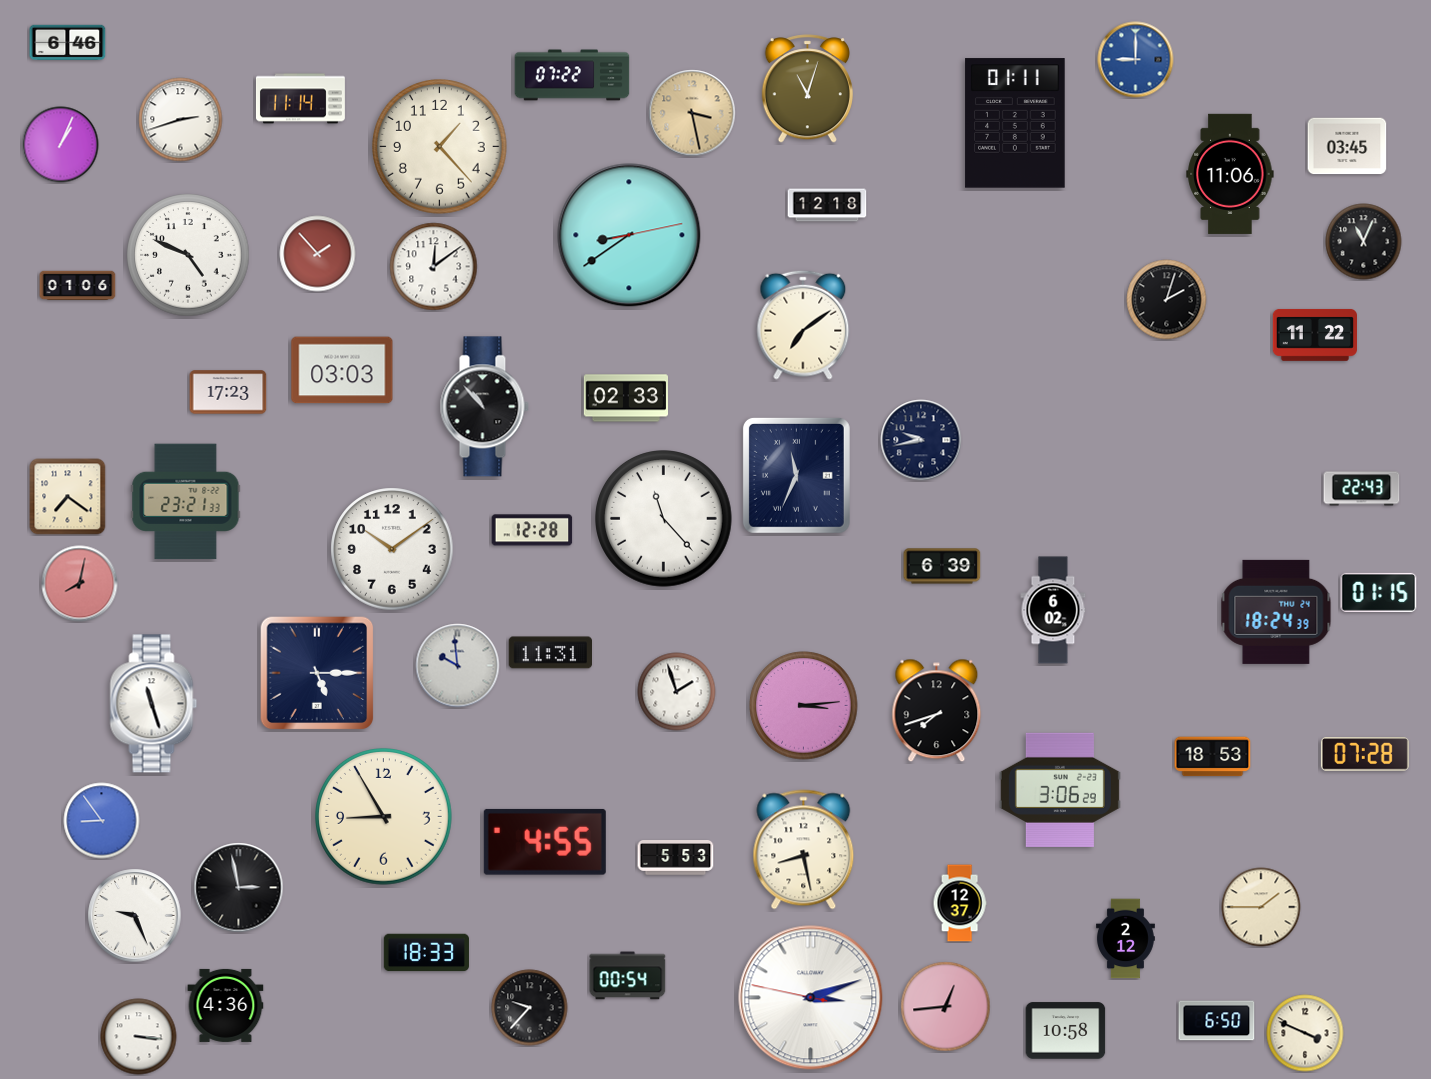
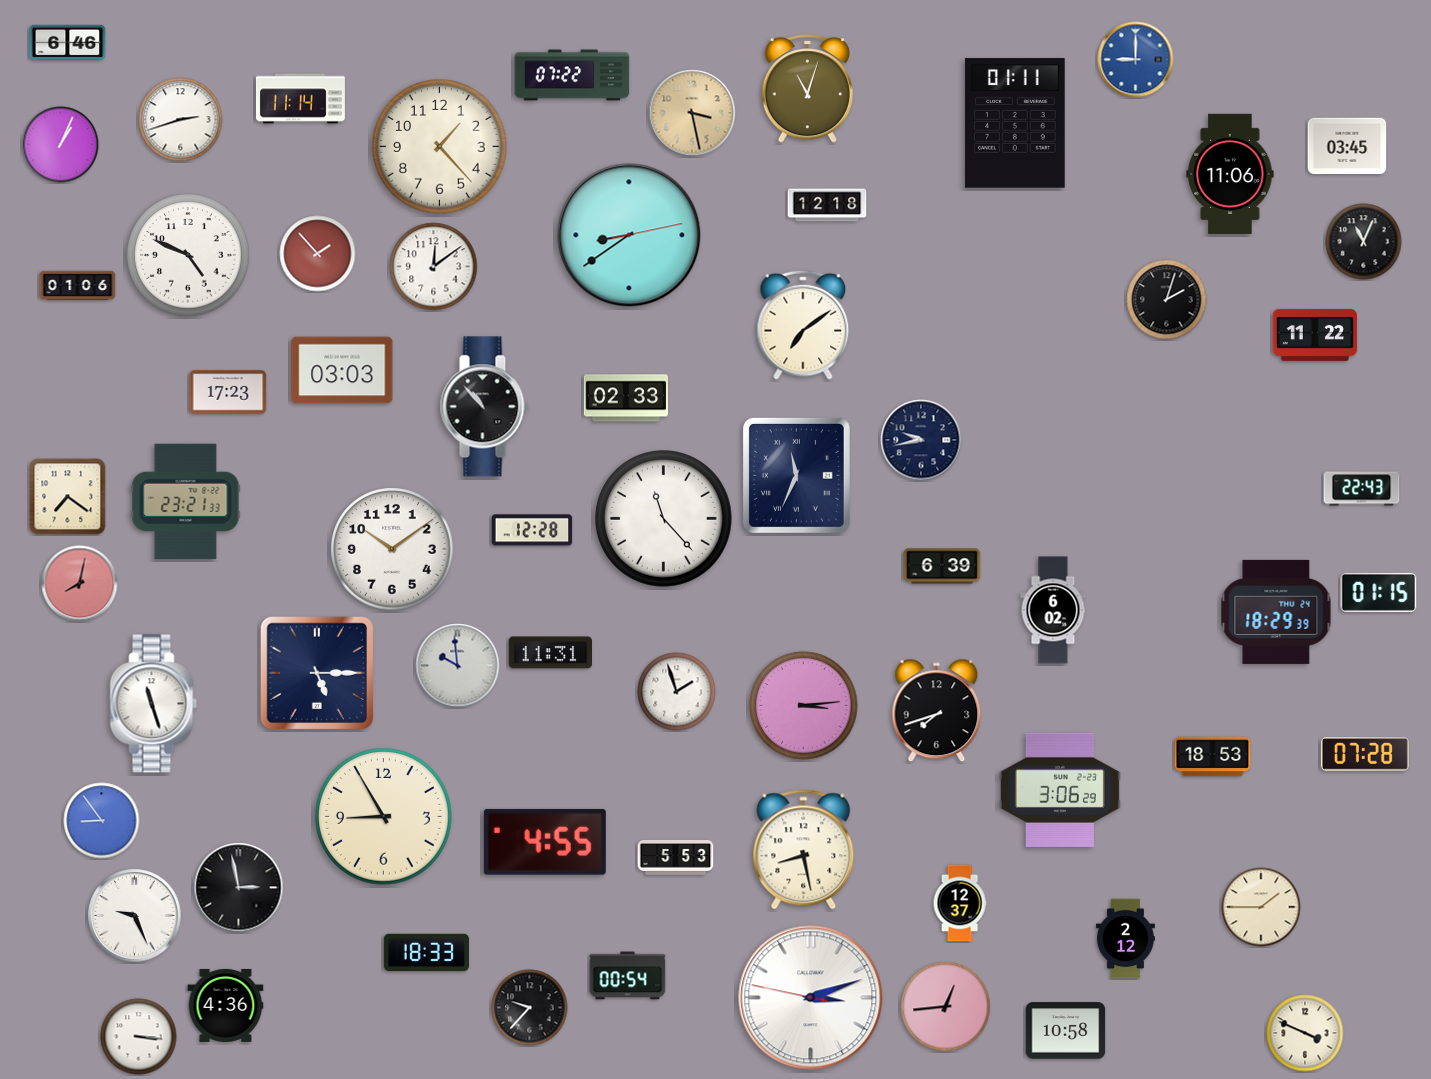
clock at (1276, 612): 18:24 -> 18:29
clock at (1217, 1021): 6:50 -> none
